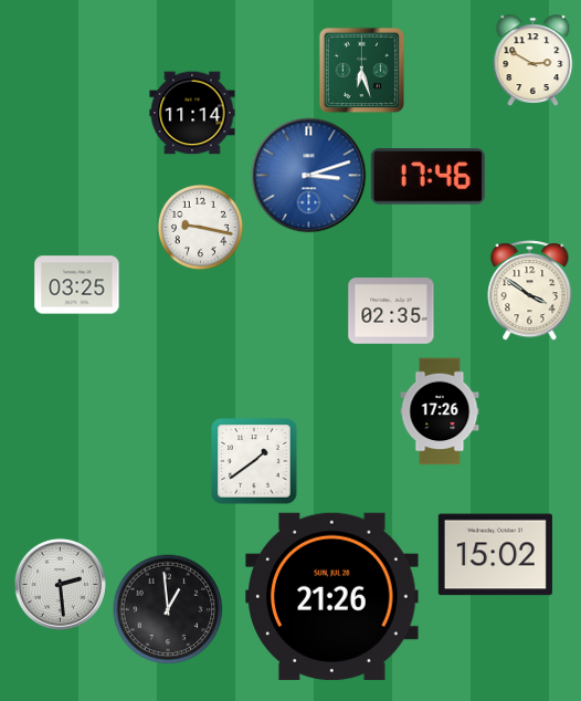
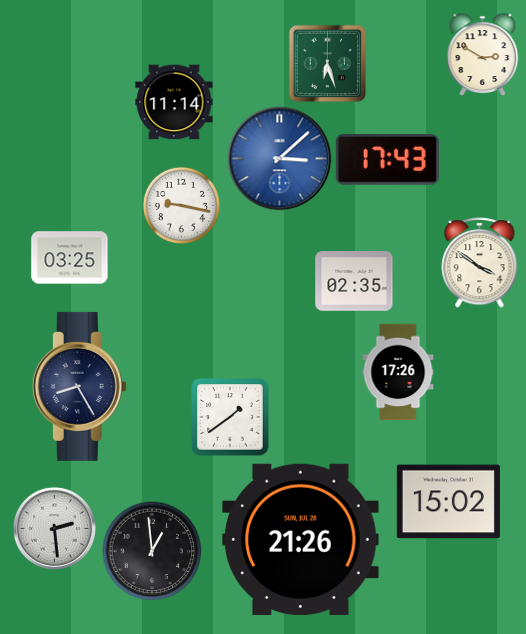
clock at (309, 176): 3:12 -> 3:08
clock at (427, 177): 17:46 -> 17:43
clock at (79, 386): none -> 8:25
